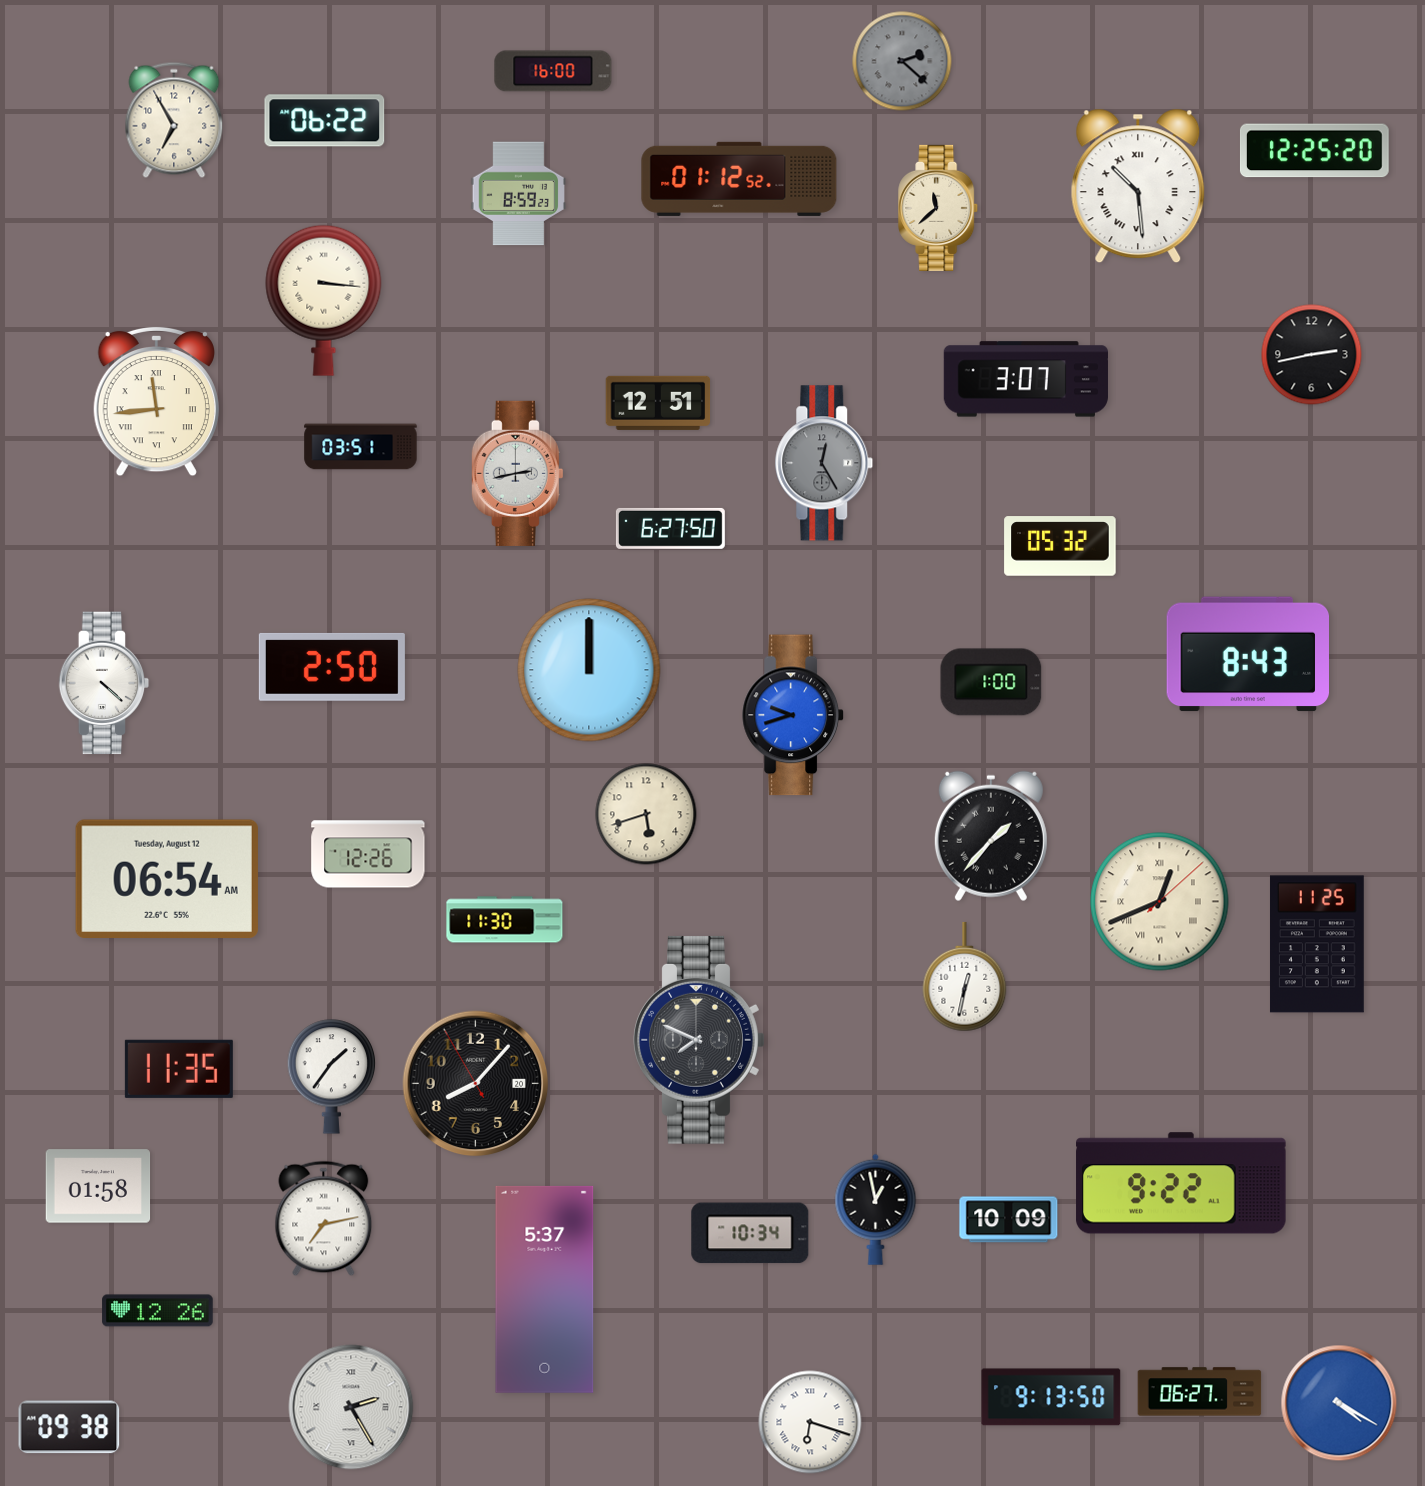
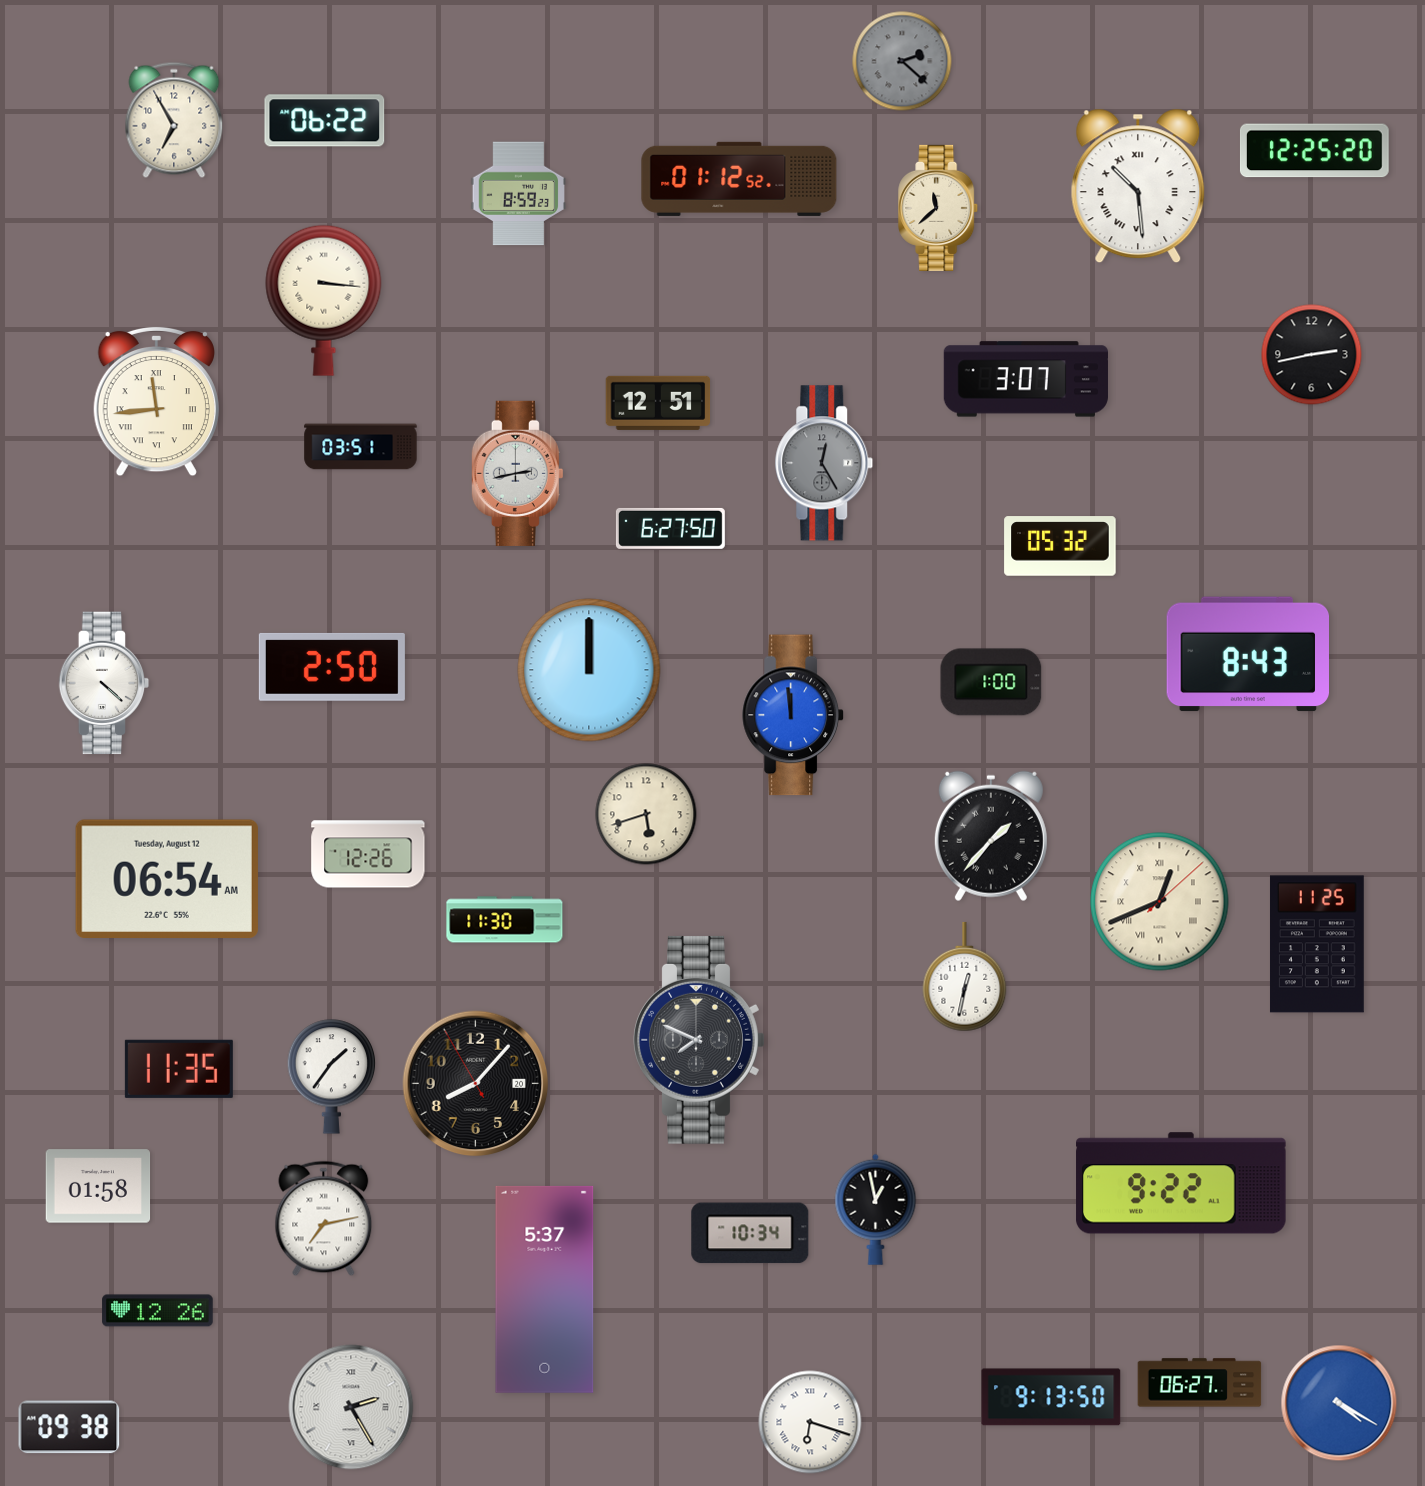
clock at (553, 71): 16:00 -> none
clock at (793, 715): 9:42 -> 11:59
clock at (1009, 1220): 10:09 -> none
clock at (1200, 1392) position: (1200, 1392) -> (1200, 1383)
